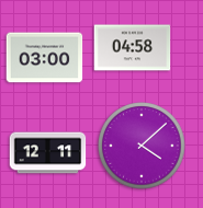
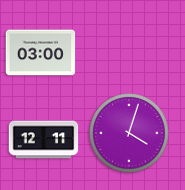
clock at (133, 48): 04:58 -> none
clock at (142, 146): 4:08 -> 4:03
